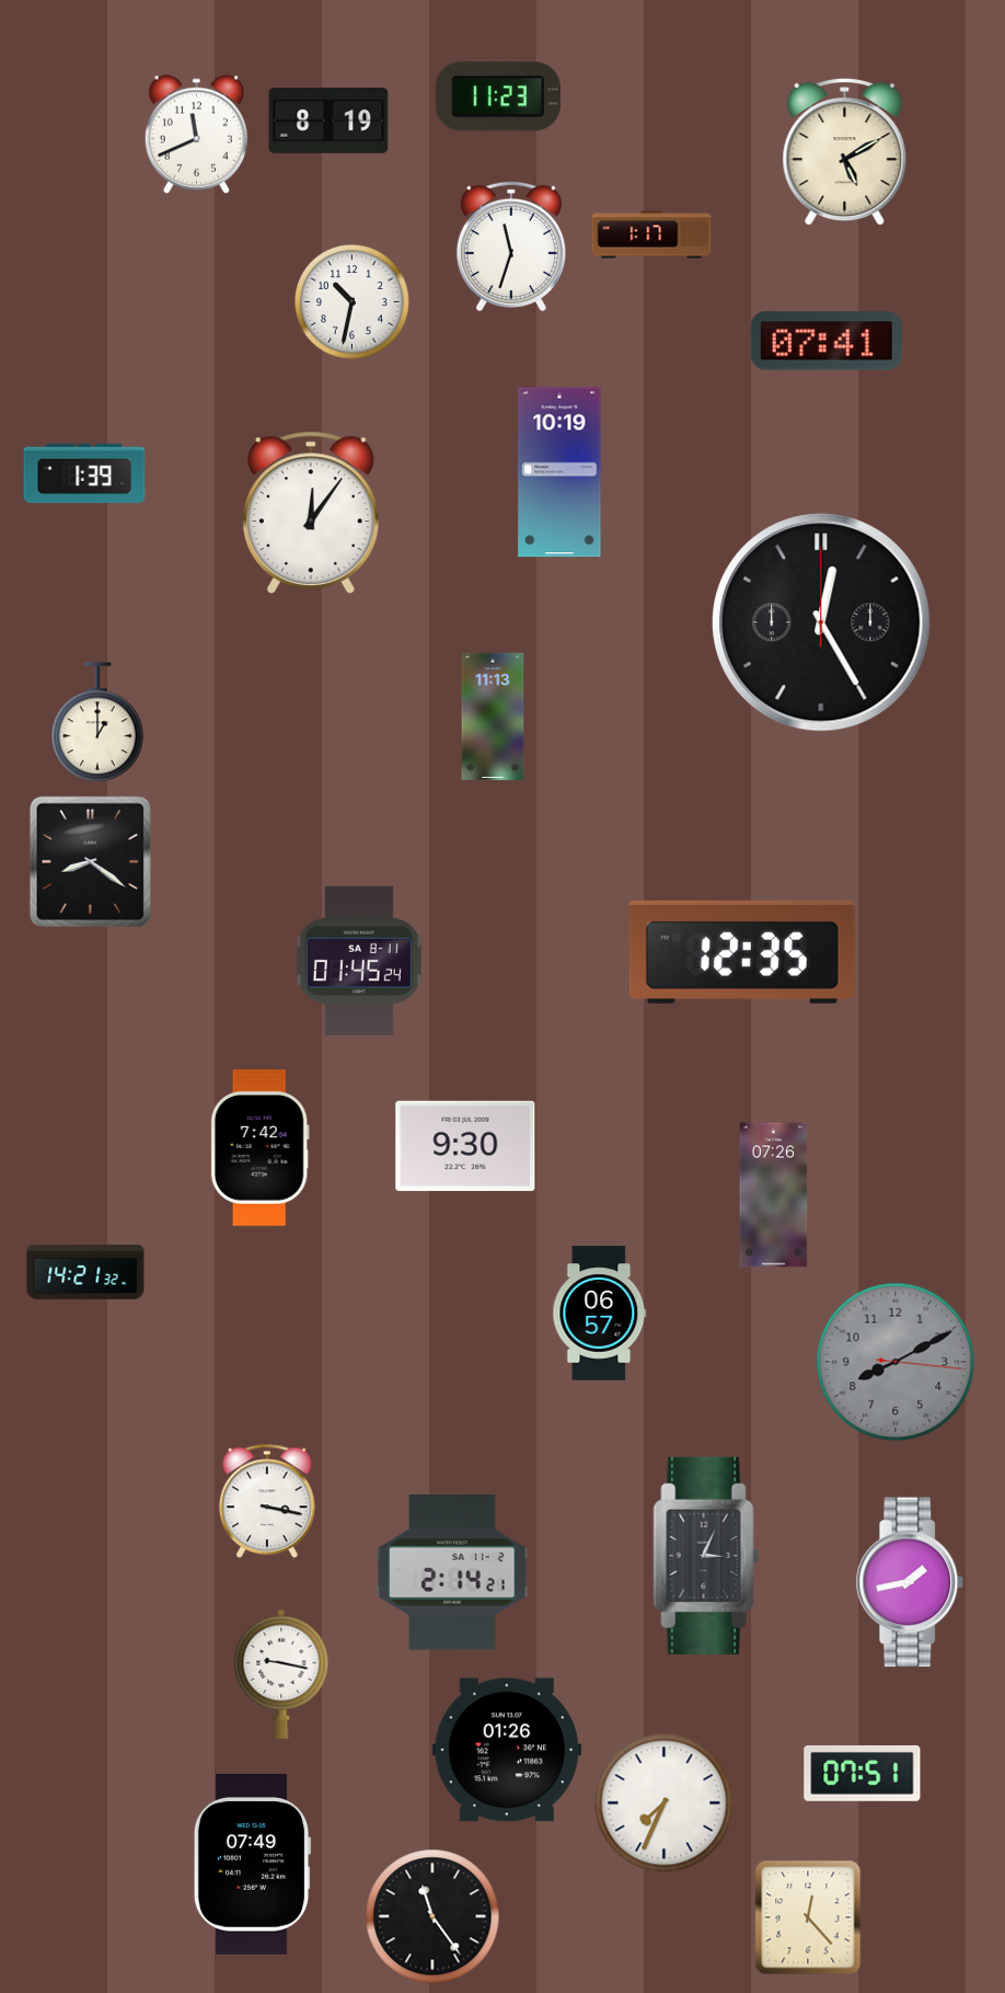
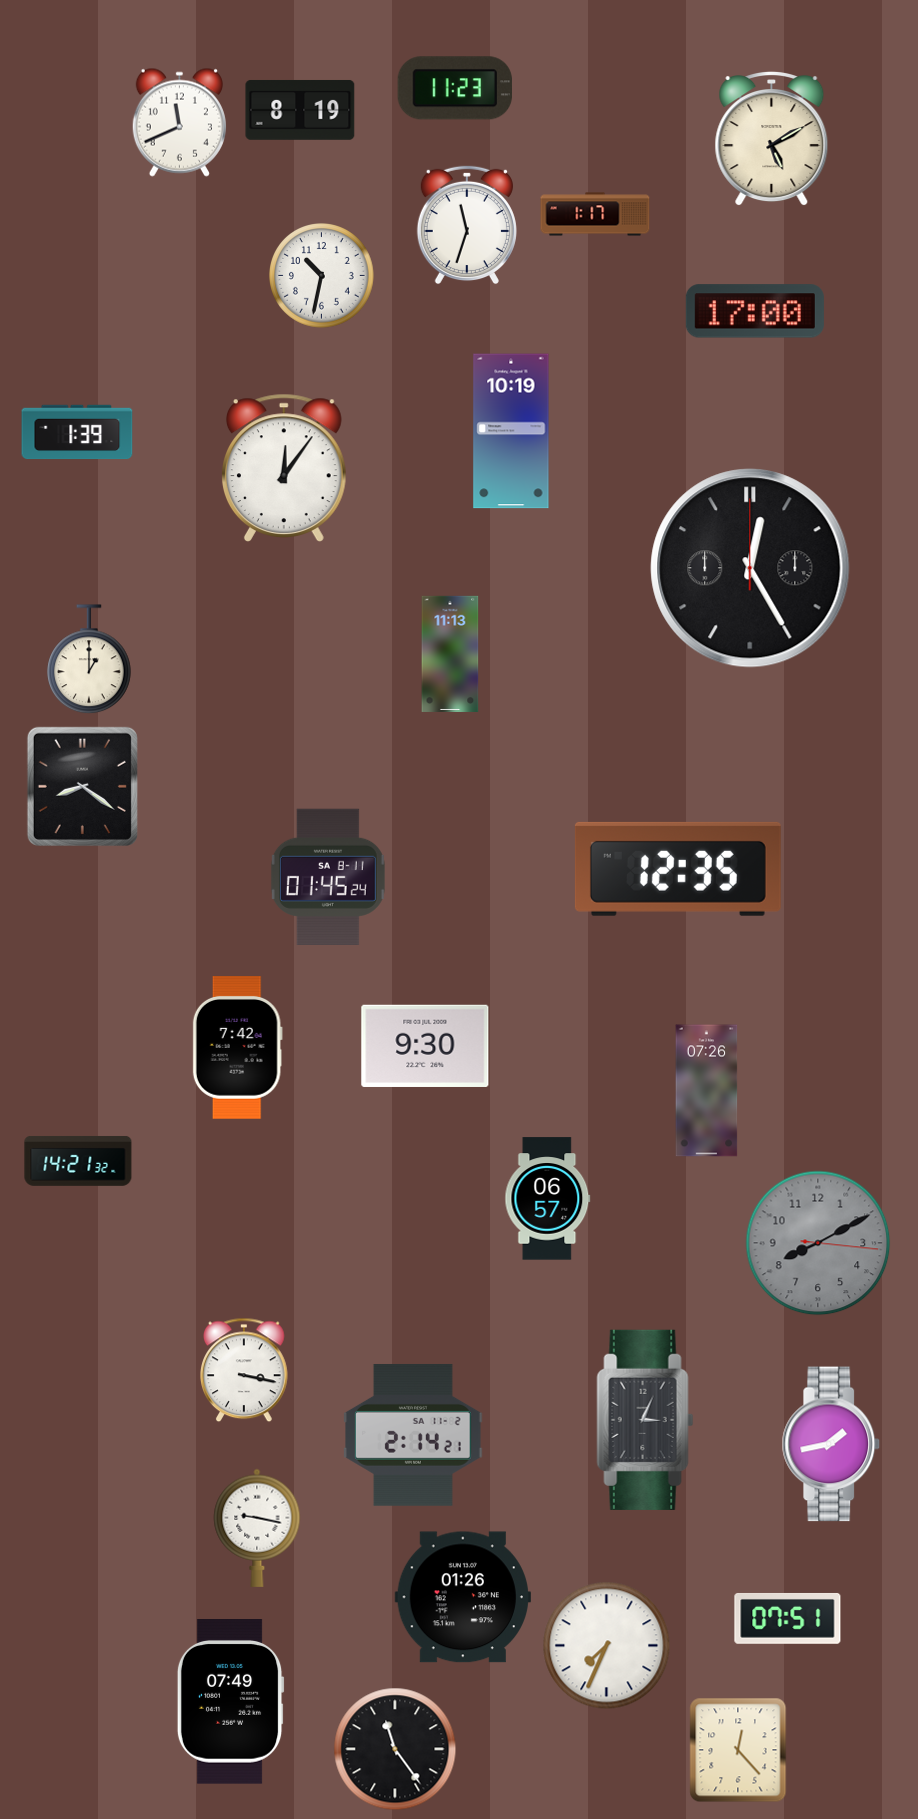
clock at (827, 341): 07:41 -> 17:00
